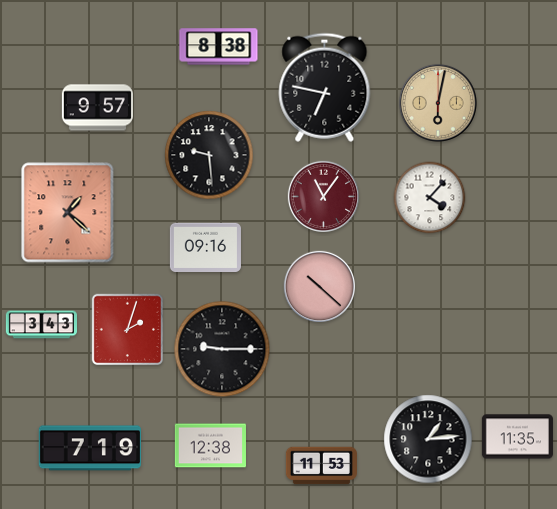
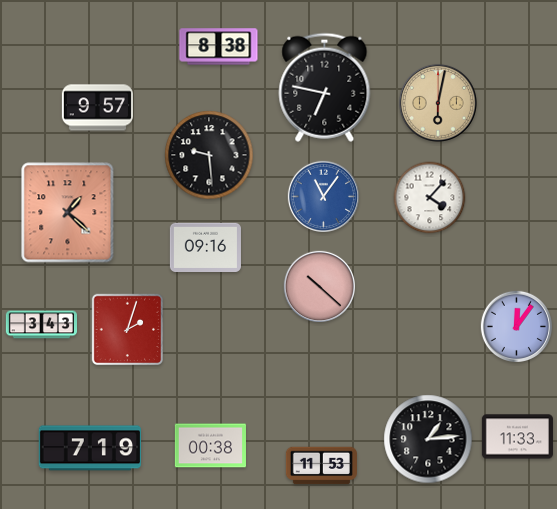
clock at (323, 196) dial: burgundy -> blue
clock at (516, 326): none -> 12:06
clock at (222, 349): 9:15 -> none
clock at (517, 437): 11:35 -> 11:33
clock at (210, 446): 12:38 -> 00:38
